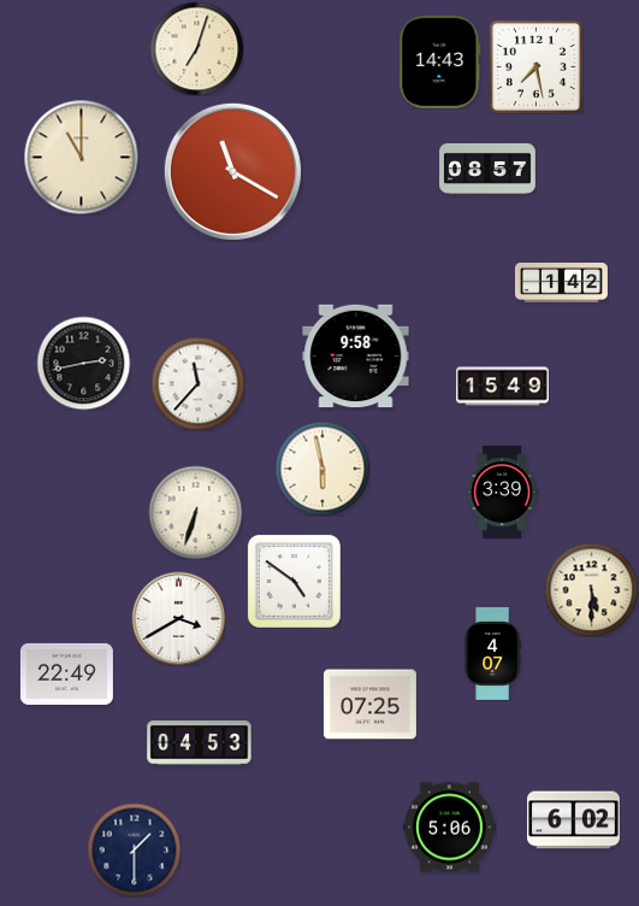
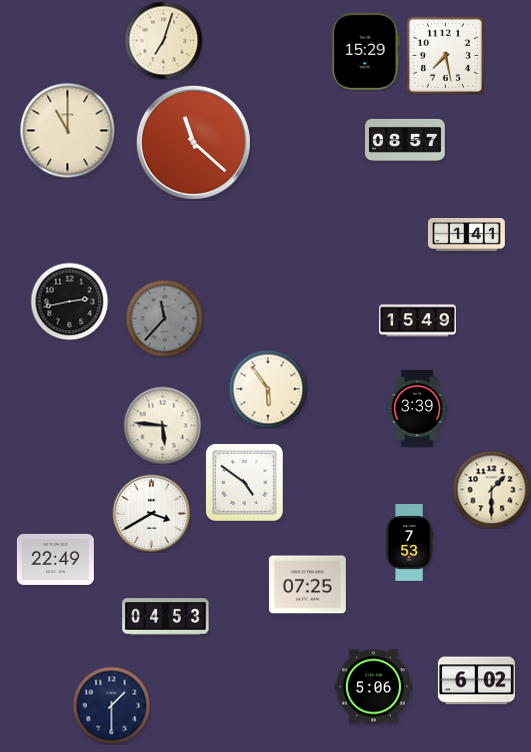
clock at (440, 61): 14:43 -> 15:29
clock at (232, 171): 11:20 -> 11:22
clock at (561, 283): 1:42 -> 1:41
clock at (356, 357): 9:58 -> none
clock at (197, 383) dial: white -> grey
clock at (323, 469): 5:58 -> 5:54
clock at (195, 512): 6:33 -> 5:46
clock at (591, 589): 5:30 -> 1:30
clock at (178, 618) position: (178, 618) -> (151, 513)
clock at (492, 653): 4:07 -> 7:53
